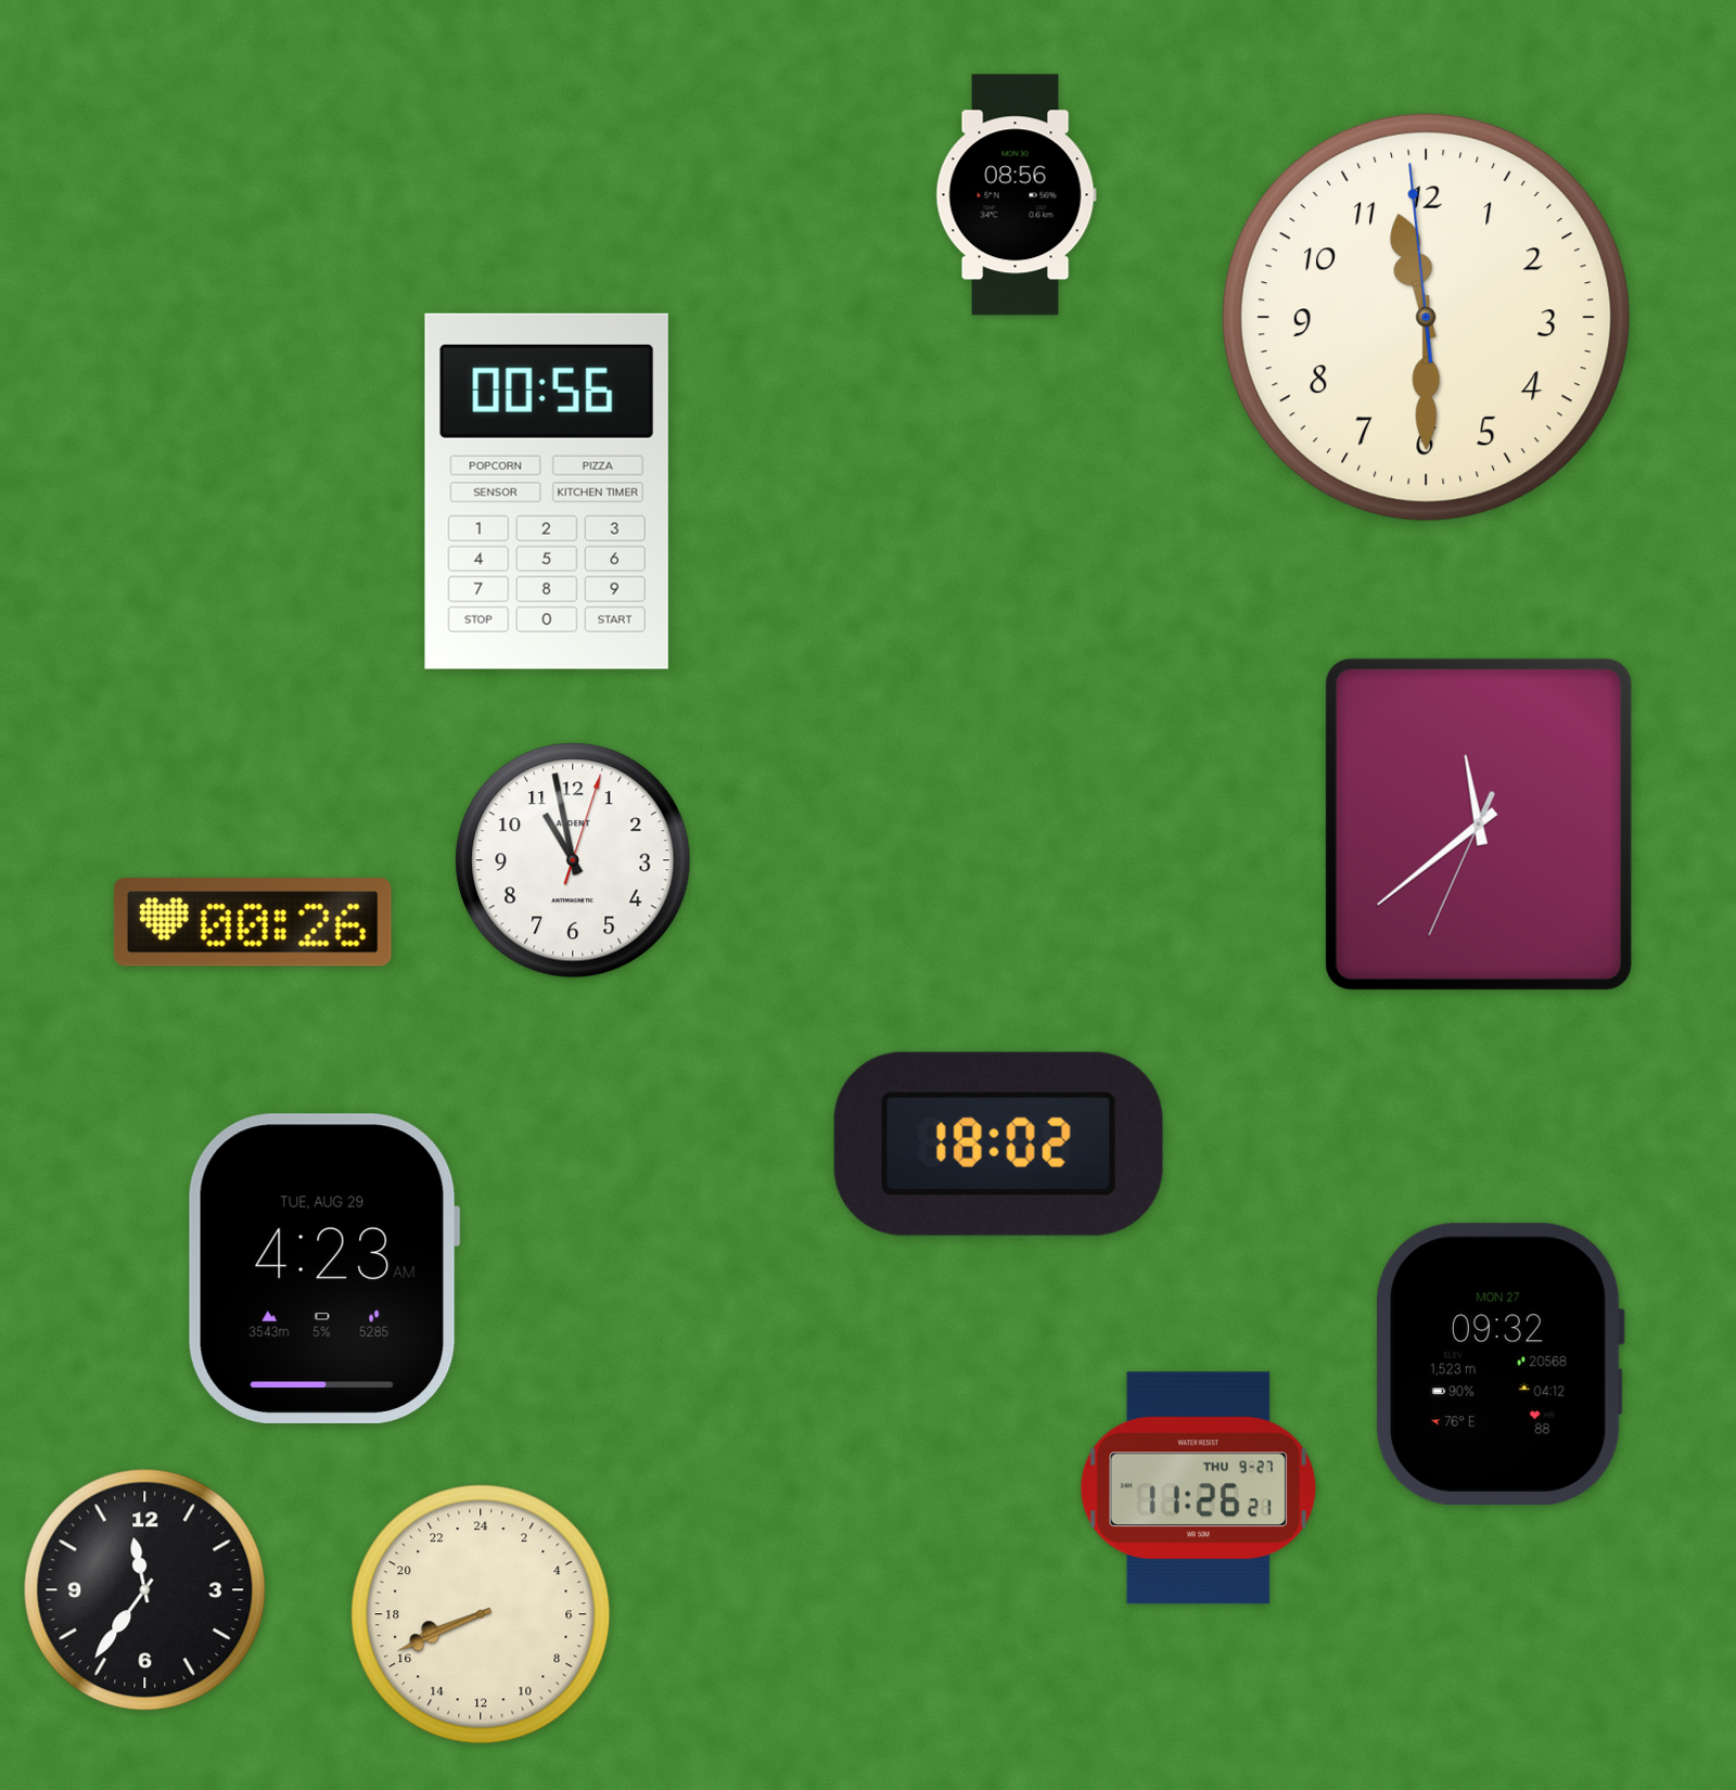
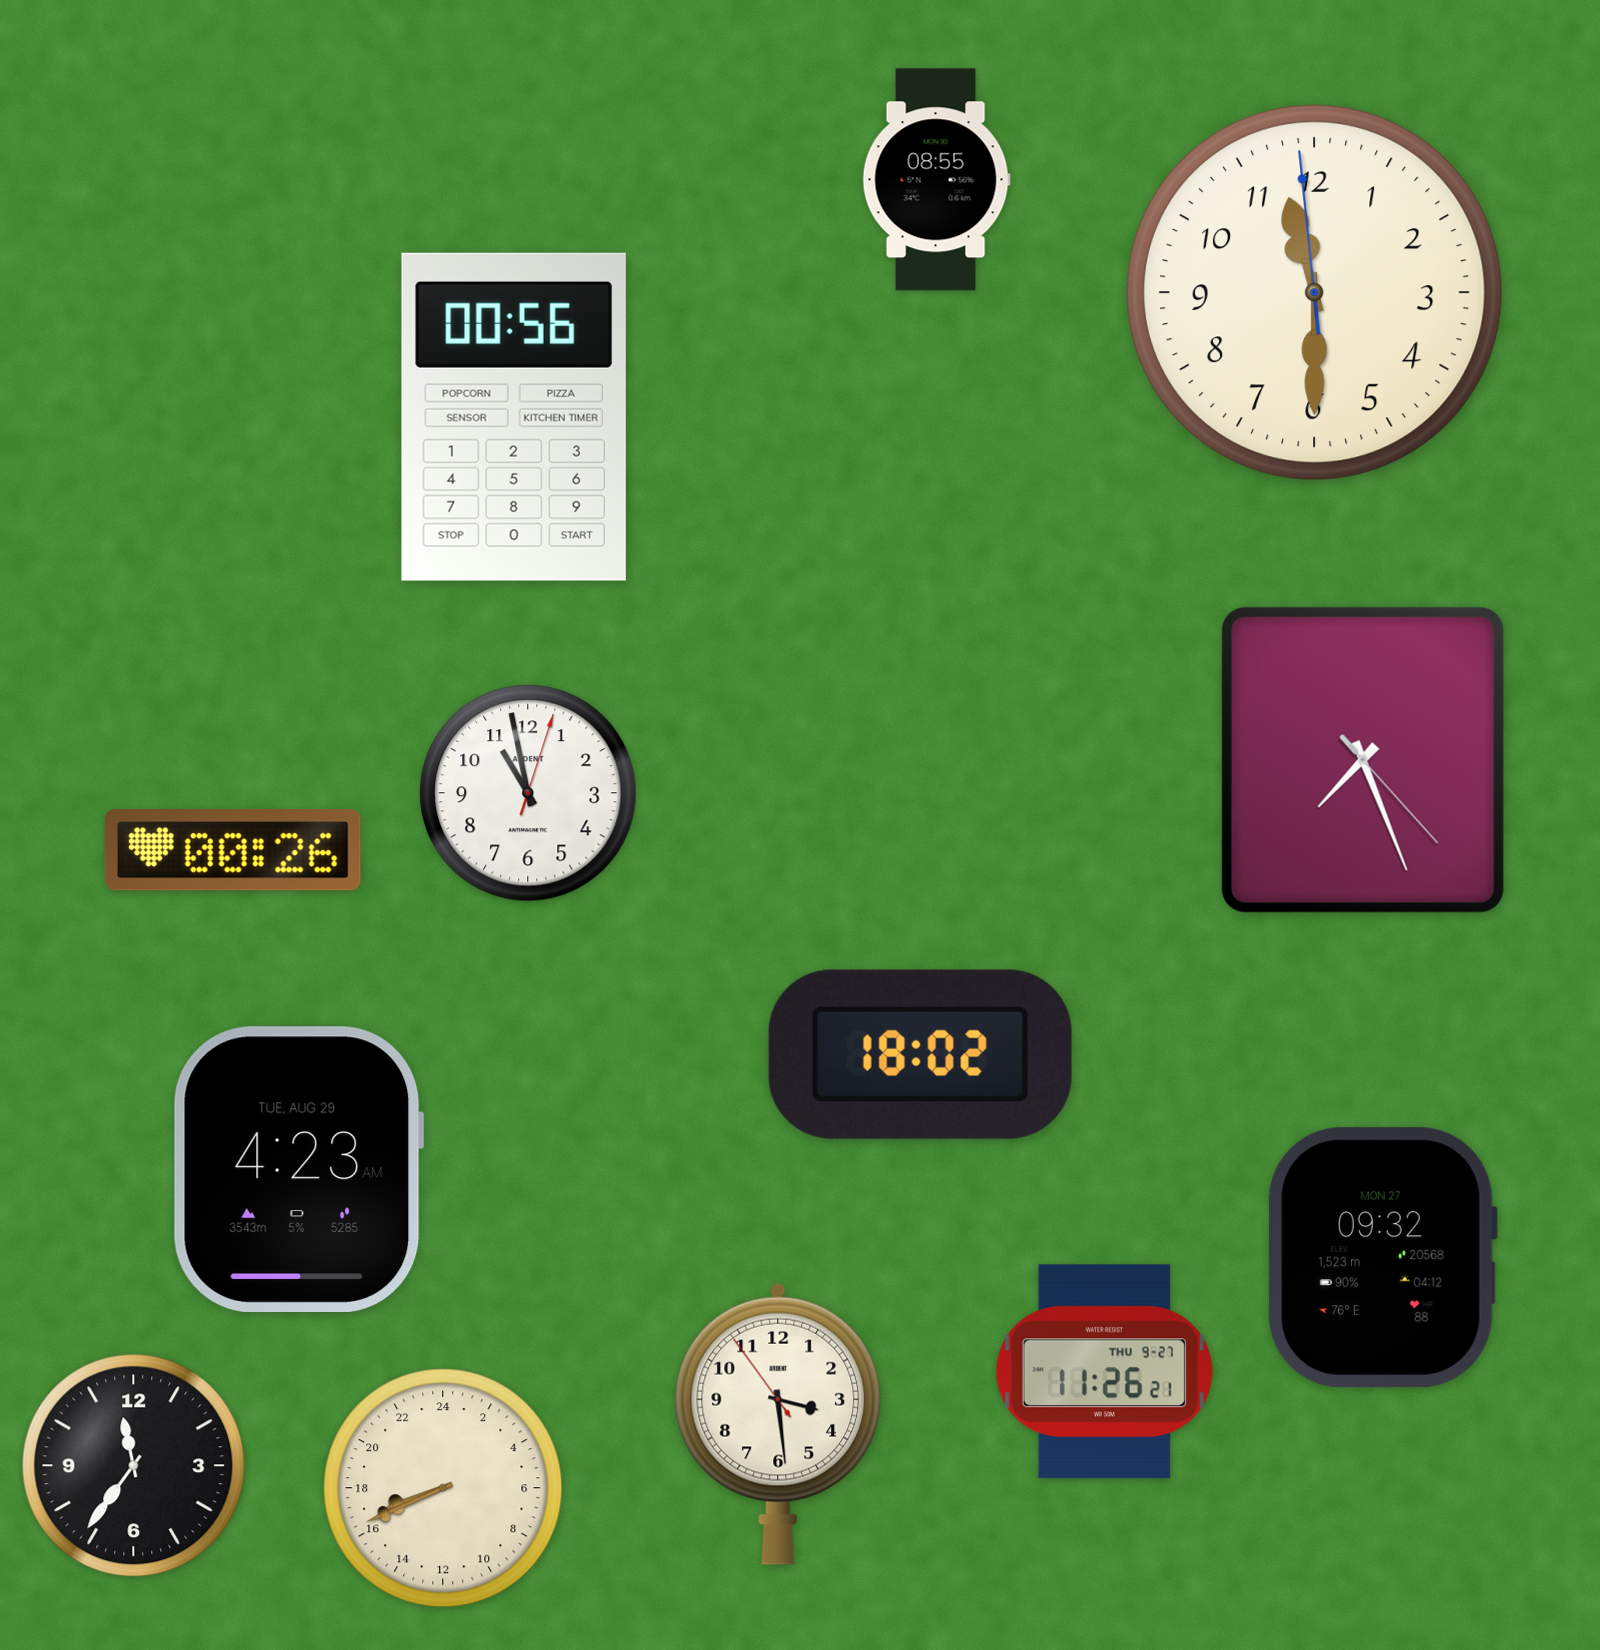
clock at (1016, 195): 08:56 -> 08:55
clock at (547, 491) position: (547, 491) -> (514, 417)
clock at (1479, 824): 11:38 -> 7:26
clock at (778, 1424): none -> 3:28
